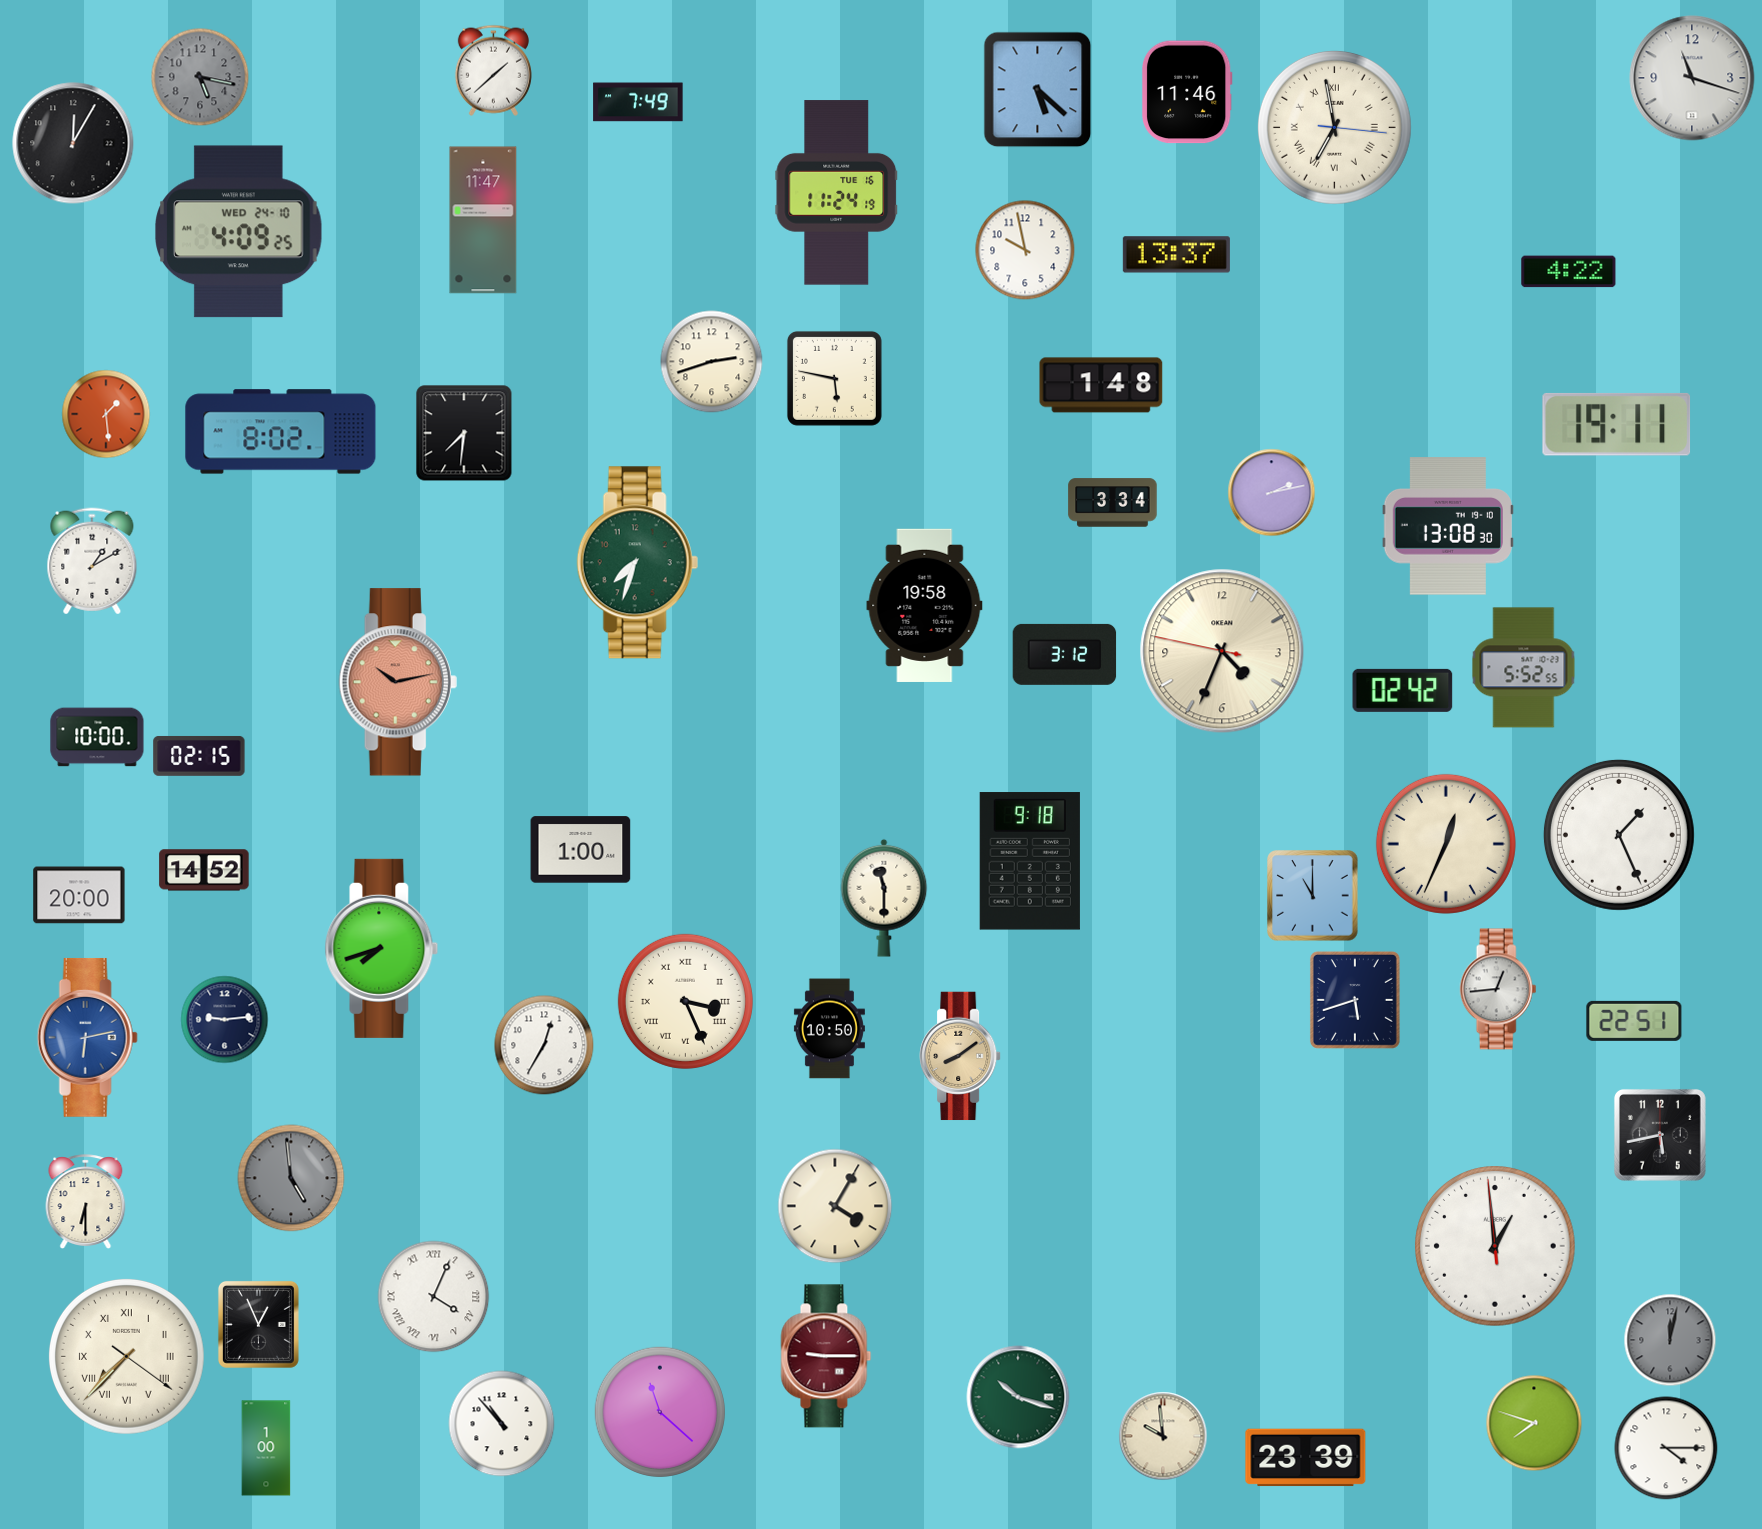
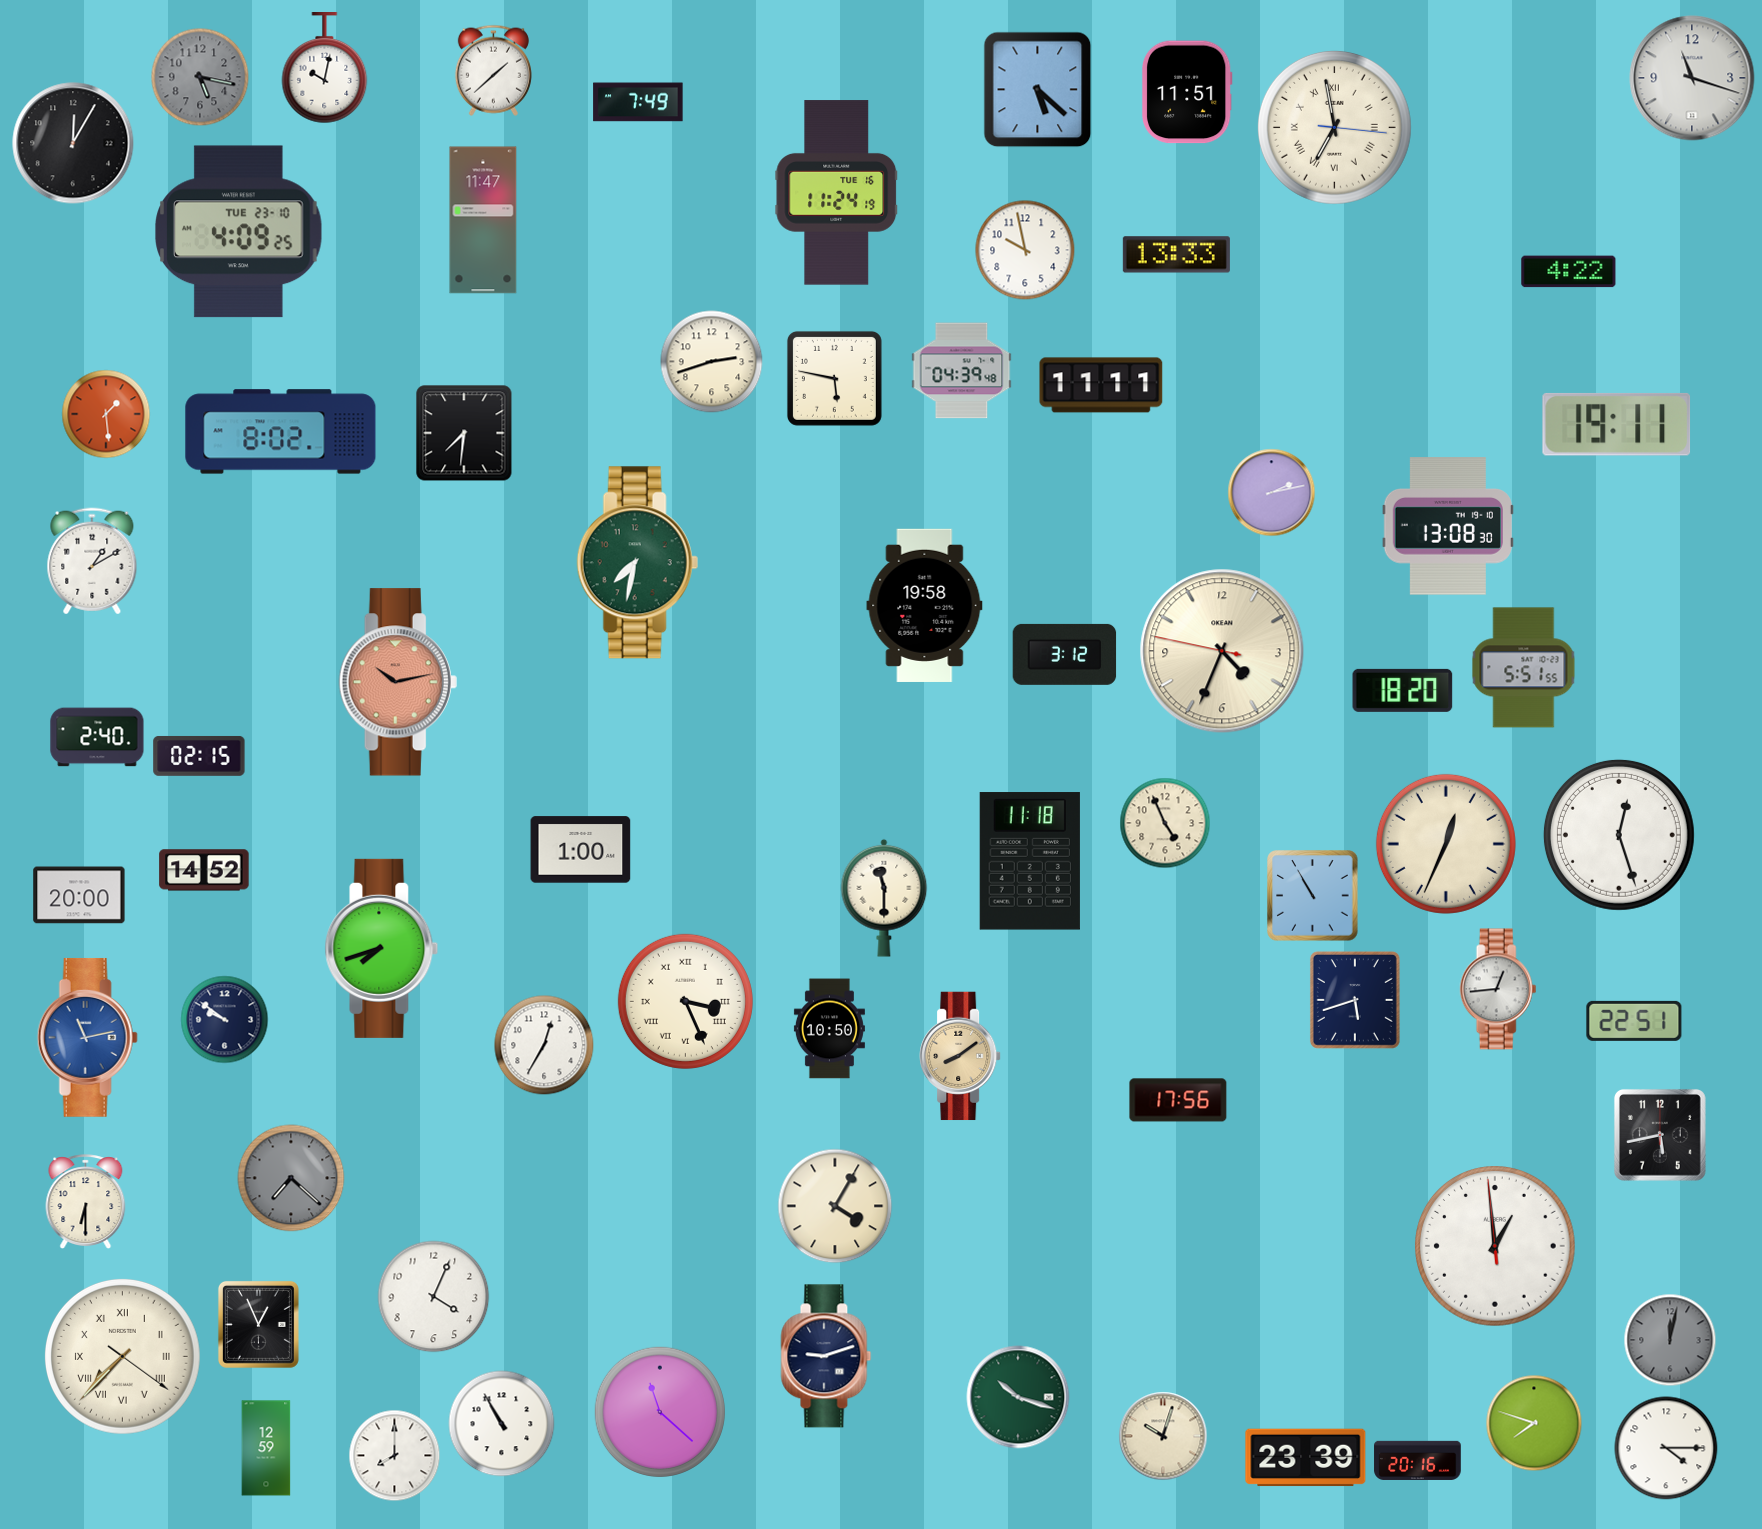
clock at (325, 69): none -> 10:02
clock at (1187, 92): 11:46 -> 11:51
clock at (239, 232) date: WED 24-10 -> TUE 23-10
clock at (1176, 255): 13:37 -> 13:33
clock at (962, 371): none -> 04:39
clock at (1101, 385): 1:48 -> 11:11
clock at (1113, 503): 3:34 -> none
clock at (637, 563): 7:33 -> 7:32
clock at (1524, 668): 5:52 -> 5:51
clock at (1403, 690): 02:42 -> 18:20
clock at (97, 737): 10:00 -> 2:40
clock at (1165, 823): none -> 4:56
clock at (1619, 835): 1:26 -> 12:27
clock at (1030, 861): 9:18 -> 11:18
clock at (1313, 896): 11:00 -> 10:55
clock at (225, 1020): 9:14 -> 9:51
clock at (87, 1037): 6:13 -> 11:13
clock at (1178, 1100): none -> 17:56
clock at (291, 1178): 4:59 -> 7:22
clock at (434, 1297) numerals: Roman -> Arabic
clock at (126, 1356) position: (126, 1356) -> (122, 1356)
clock at (826, 1356): 9:15 -> 9:12
clock at (826, 1356) dial: burgundy -> navy
clock at (502, 1424): 10:53 -> 10:55
clock at (1163, 1436): 9:59 -> 10:03
clock at (266, 1448): 1:00 -> 12:59
clock at (395, 1456): none -> 8:00
clock at (1418, 1460): none -> 20:16
